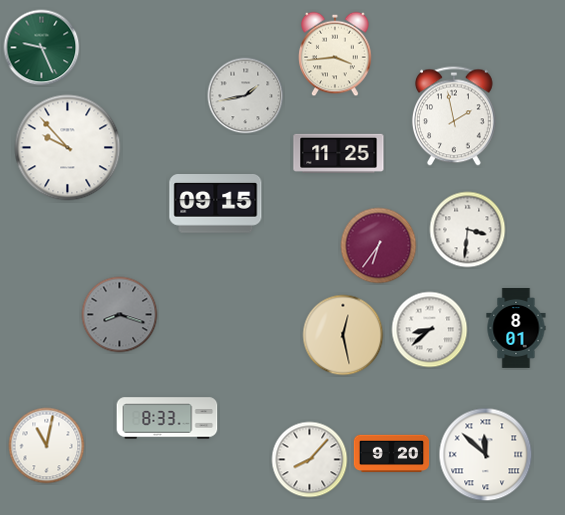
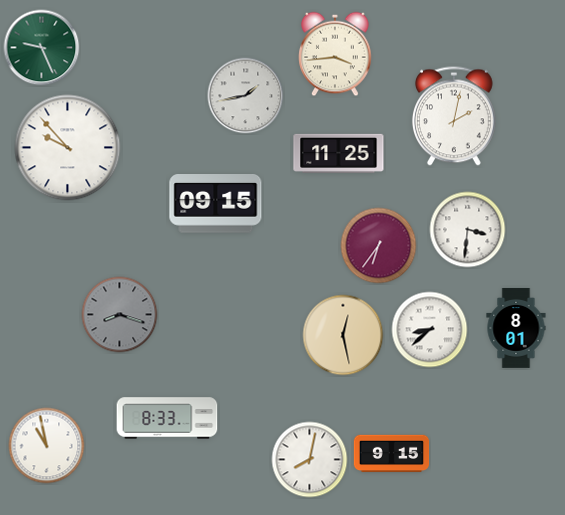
clock at (454, 116): 1:58 -> 2:02
clock at (47, 446): 11:02 -> 10:58
clock at (392, 454): 9:20 -> 9:15
clock at (486, 455): 11:52 -> none
clock at (310, 460): 8:07 -> 8:02
